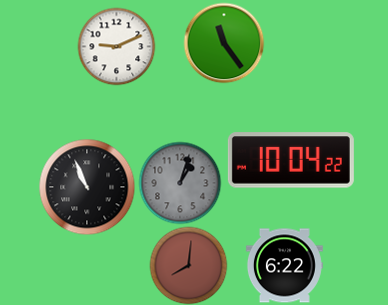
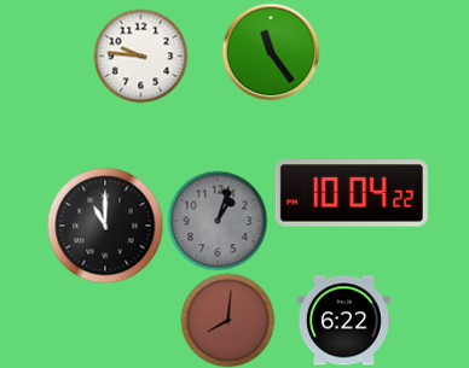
clock at (116, 46): 9:11 -> 9:46
clock at (87, 187): 10:56 -> 11:00
